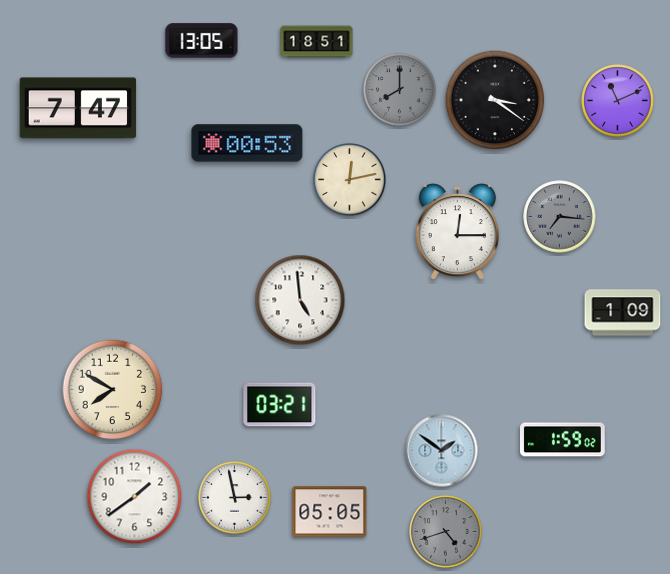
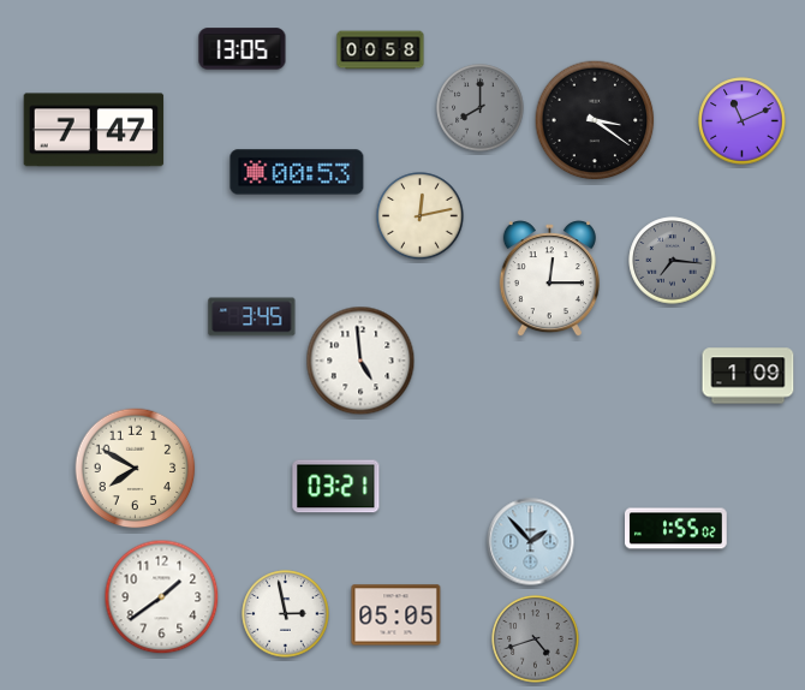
clock at (317, 42): 18:51 -> 00:58
clock at (252, 317): none -> 3:45
clock at (563, 440): 1:59 -> 1:55
clock at (442, 451): 1:51 -> 1:53
clock at (235, 498) position: (235, 498) -> (286, 614)
